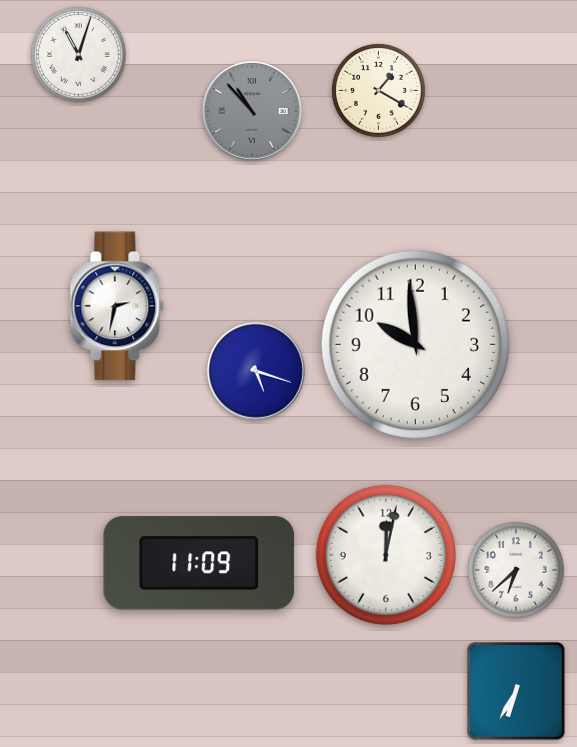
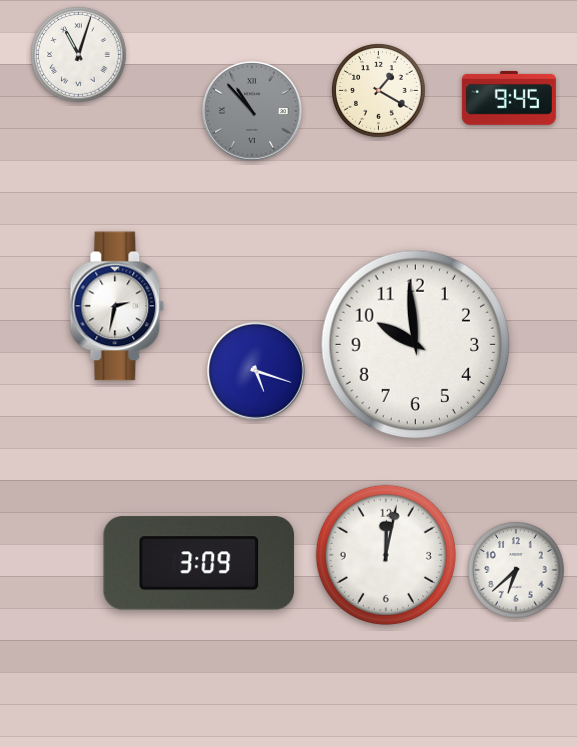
clock at (509, 98): none -> 9:45
clock at (199, 563): 11:09 -> 3:09
clock at (516, 691): 6:35 -> none
